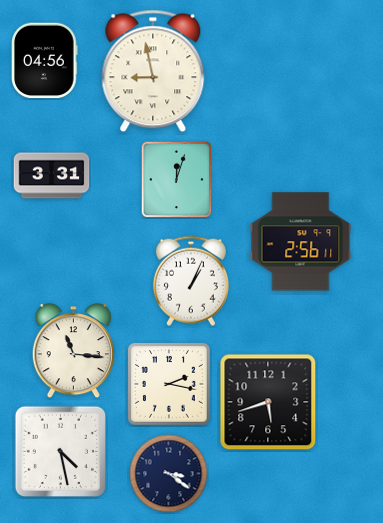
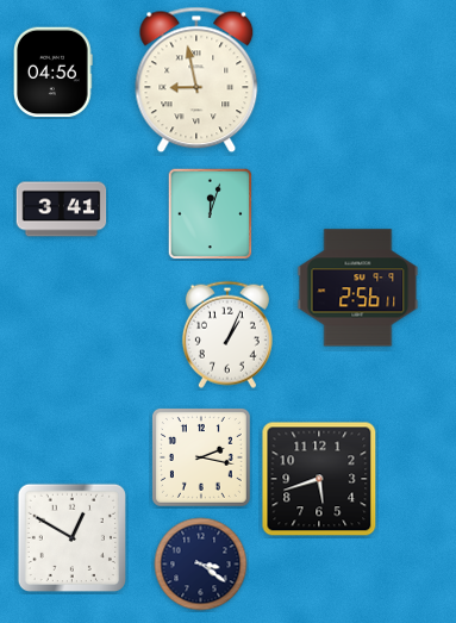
clock at (153, 71) position: (153, 71) -> (196, 80)
clock at (52, 176): 3:31 -> 3:41
clock at (73, 351): 11:16 -> none
clock at (60, 451): 4:28 -> 12:50
